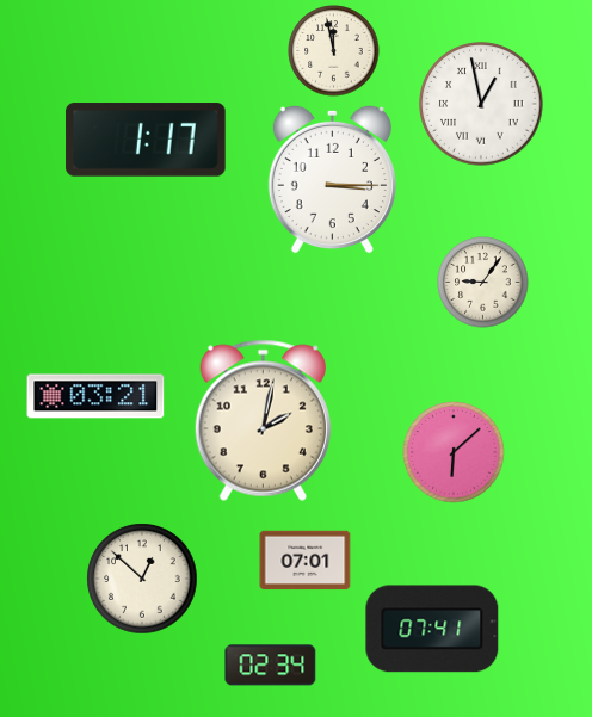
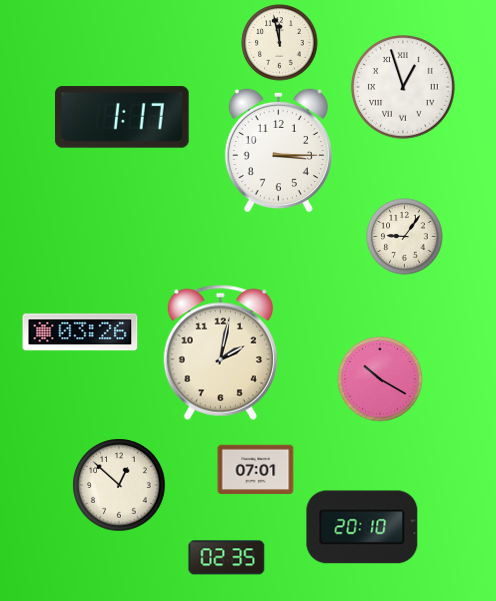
clock at (481, 104): 12:58 -> 12:57
clock at (95, 396): 03:21 -> 03:26
clock at (454, 452): 6:08 -> 10:20
clock at (432, 629): 07:41 -> 20:10
clock at (271, 666): 02:34 -> 02:35
